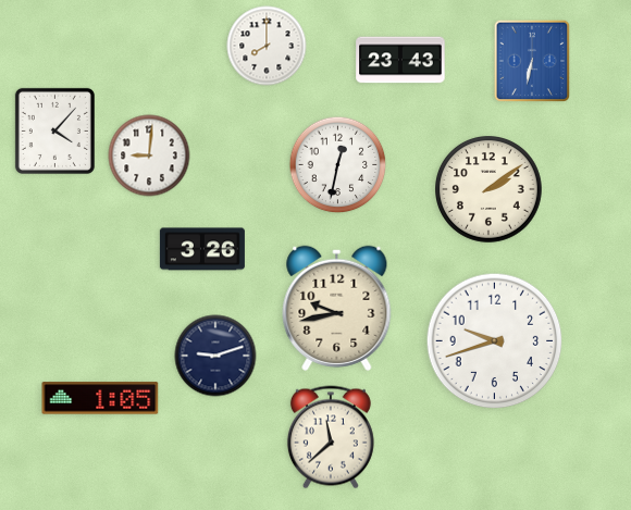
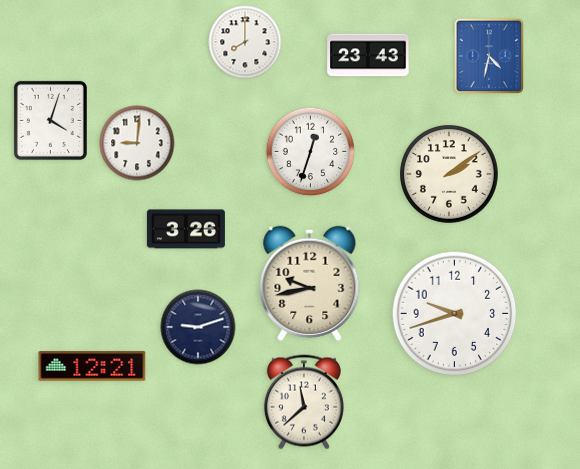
clock at (532, 61): 6:32 -> 4:32
clock at (54, 130): 4:07 -> 4:03
clock at (338, 165): 12:32 -> 12:33
clock at (100, 398): 1:05 -> 12:21
